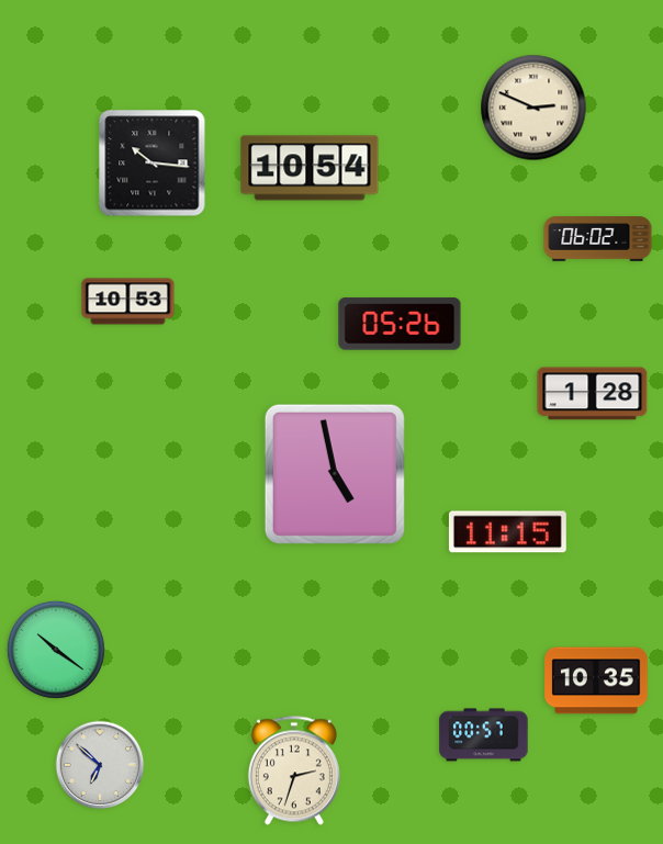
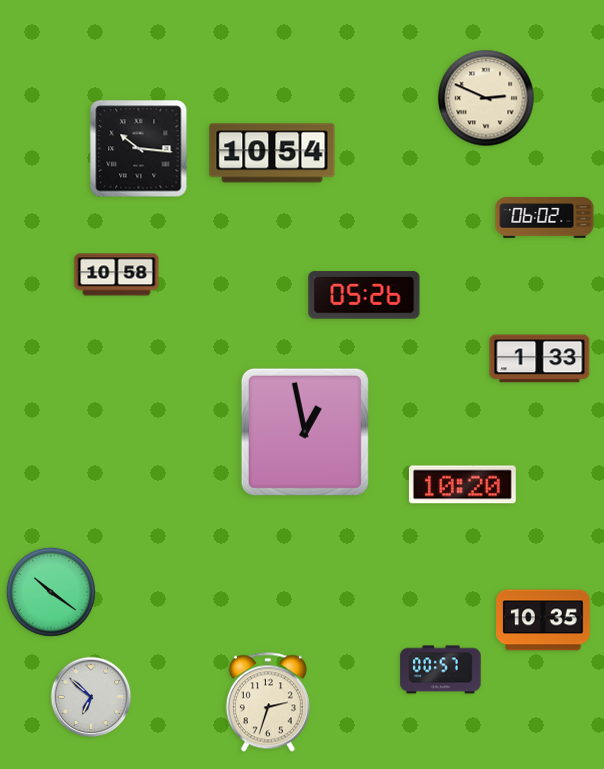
clock at (310, 168) position: (310, 168) -> (272, 153)
clock at (128, 302): 10:53 -> 10:58
clock at (593, 394): 1:28 -> 1:33
clock at (335, 474): 4:58 -> 12:58
clock at (507, 532): 11:15 -> 10:20
